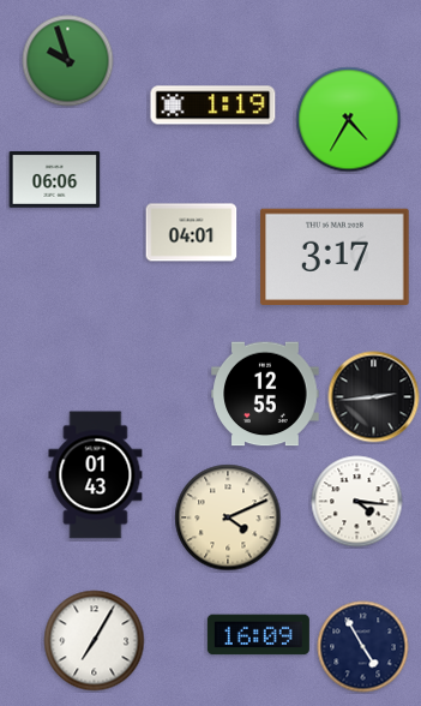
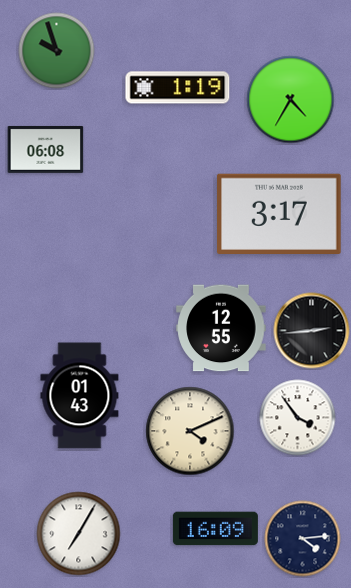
clock at (55, 179): 06:06 -> 06:08
clock at (192, 233): 04:01 -> none
clock at (357, 502): 4:16 -> 3:54
clock at (363, 647): 4:55 -> 4:14
